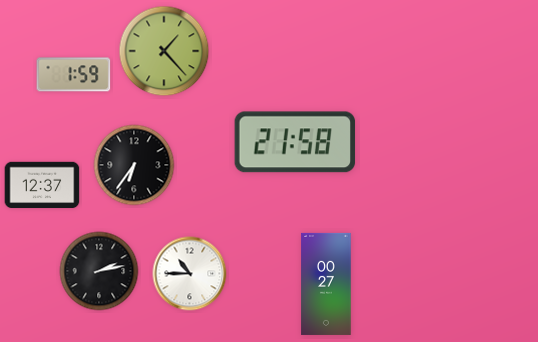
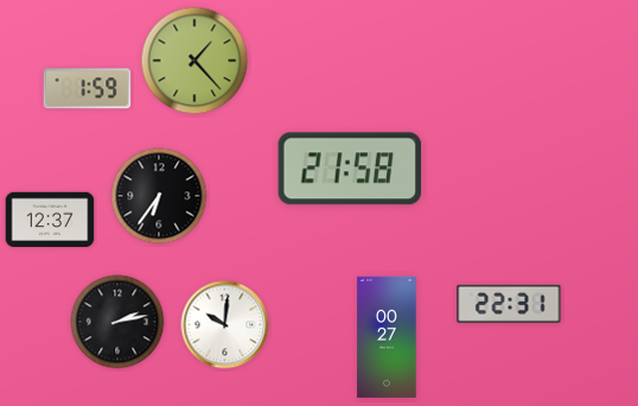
clock at (509, 304): none -> 22:31
clock at (190, 274): 10:45 -> 10:01
